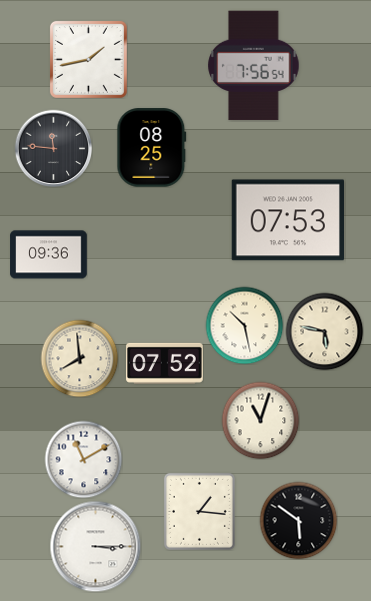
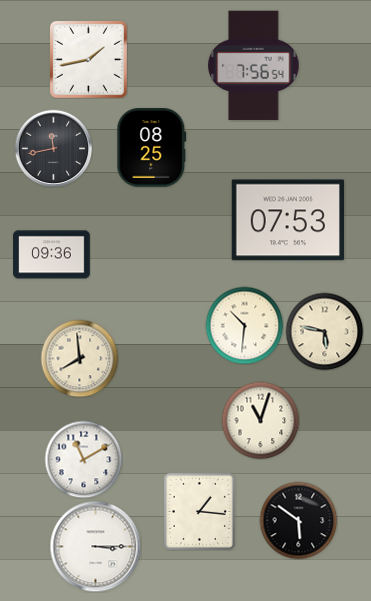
clock at (53, 148): 11:46 -> 11:43
clock at (49, 255) position: (49, 255) -> (52, 255)
clock at (244, 325): 10:28 -> 10:31
clock at (165, 363): 07:52 -> none
